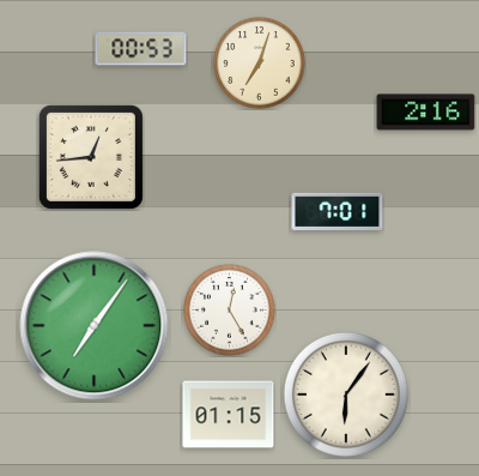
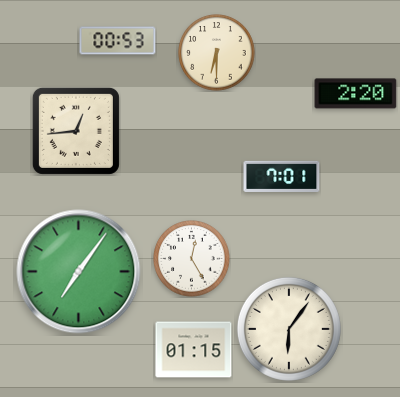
clock at (260, 64): 7:03 -> 6:30
clock at (426, 113): 2:16 -> 2:20
clock at (229, 415) position: (229, 415) -> (194, 350)
